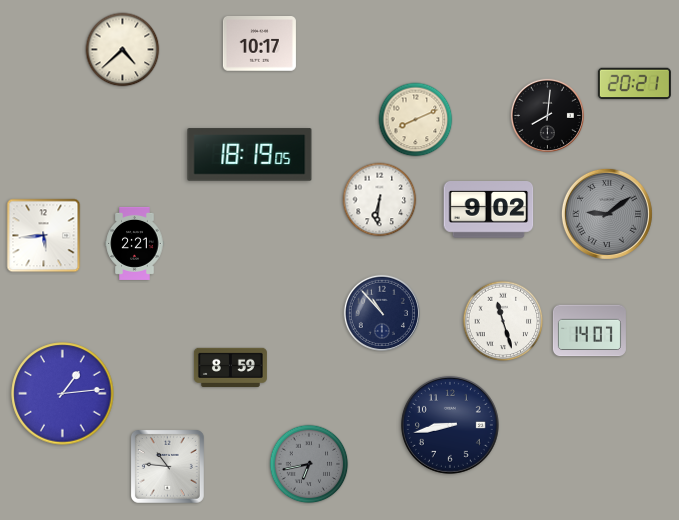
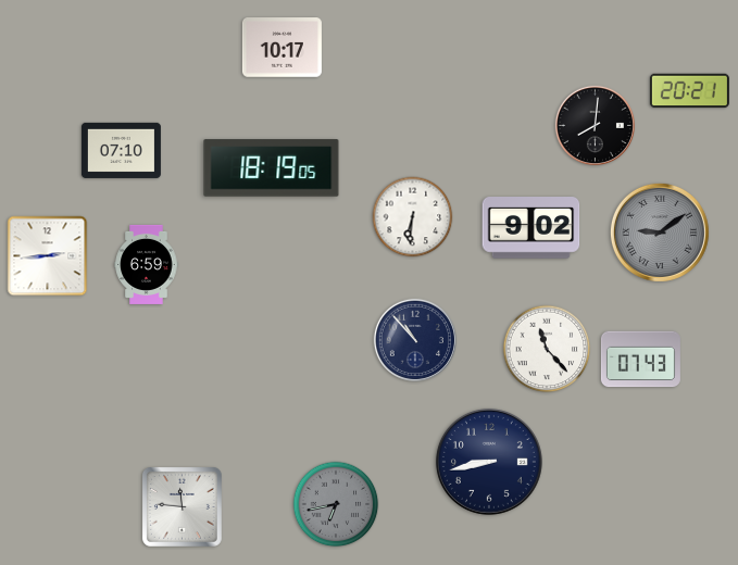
clock at (123, 50): 4:38 -> none
clock at (416, 120): 8:11 -> none
clock at (121, 150): none -> 07:10
clock at (44, 236): 5:44 -> 2:44
clock at (135, 243): 2:21 -> 6:59
clock at (503, 321): 11:27 -> 11:23
clock at (589, 331): 14:07 -> 07:43
clock at (230, 367): 8:59 -> none
clock at (63, 394): 1:14 -> none
clock at (167, 466): 10:46 -> 11:46
